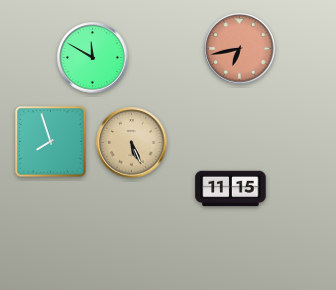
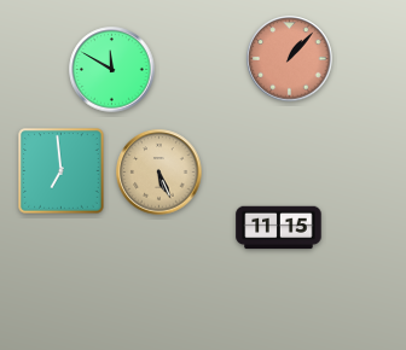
clock at (240, 49): 6:43 -> 1:07
clock at (51, 142): 7:57 -> 6:59
